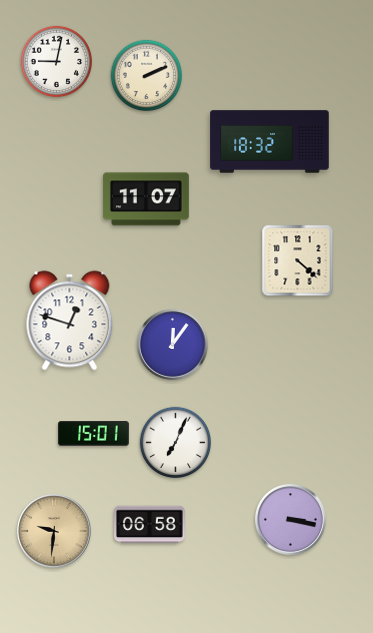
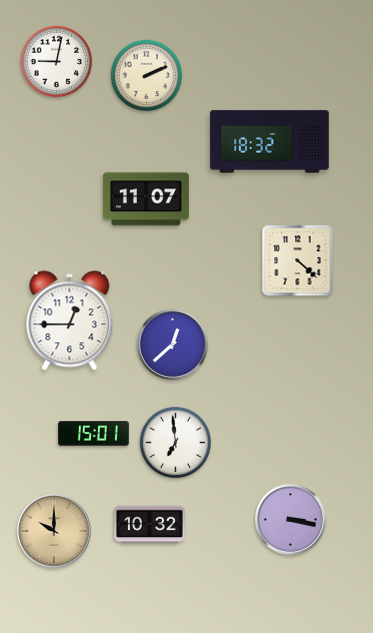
clock at (70, 321): 12:48 -> 12:45
clock at (173, 345): 12:06 -> 12:38
clock at (176, 443): 7:04 -> 6:59
clock at (150, 525): 06:58 -> 10:32
clock at (54, 531): 9:31 -> 10:00
